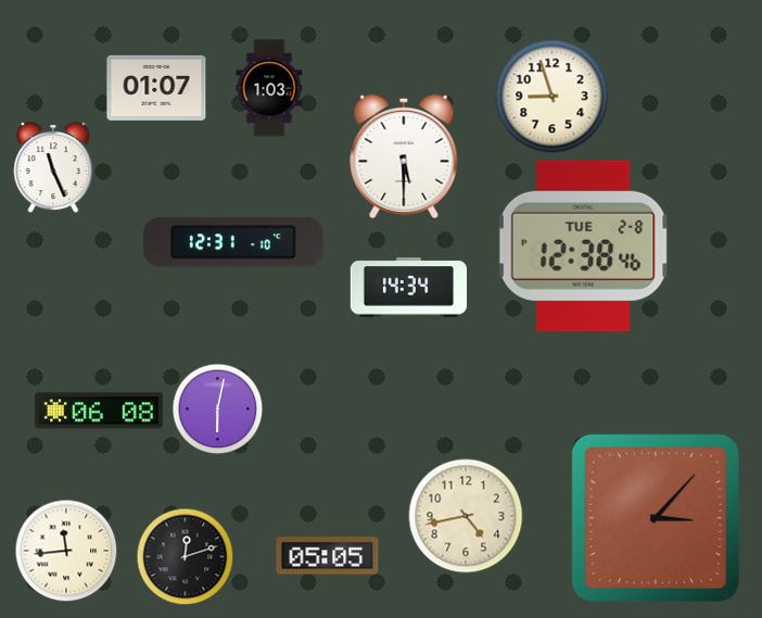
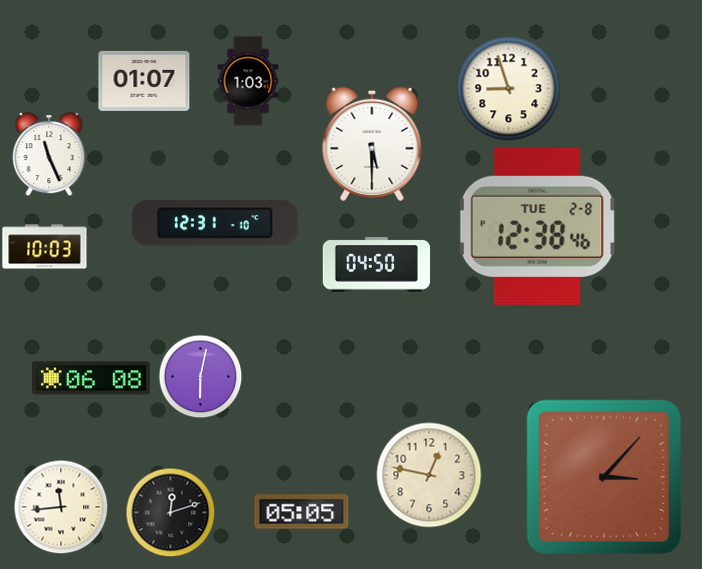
clock at (45, 247): none -> 10:03
clock at (409, 288): 14:34 -> 04:50
clock at (466, 516): 4:43 -> 12:47
